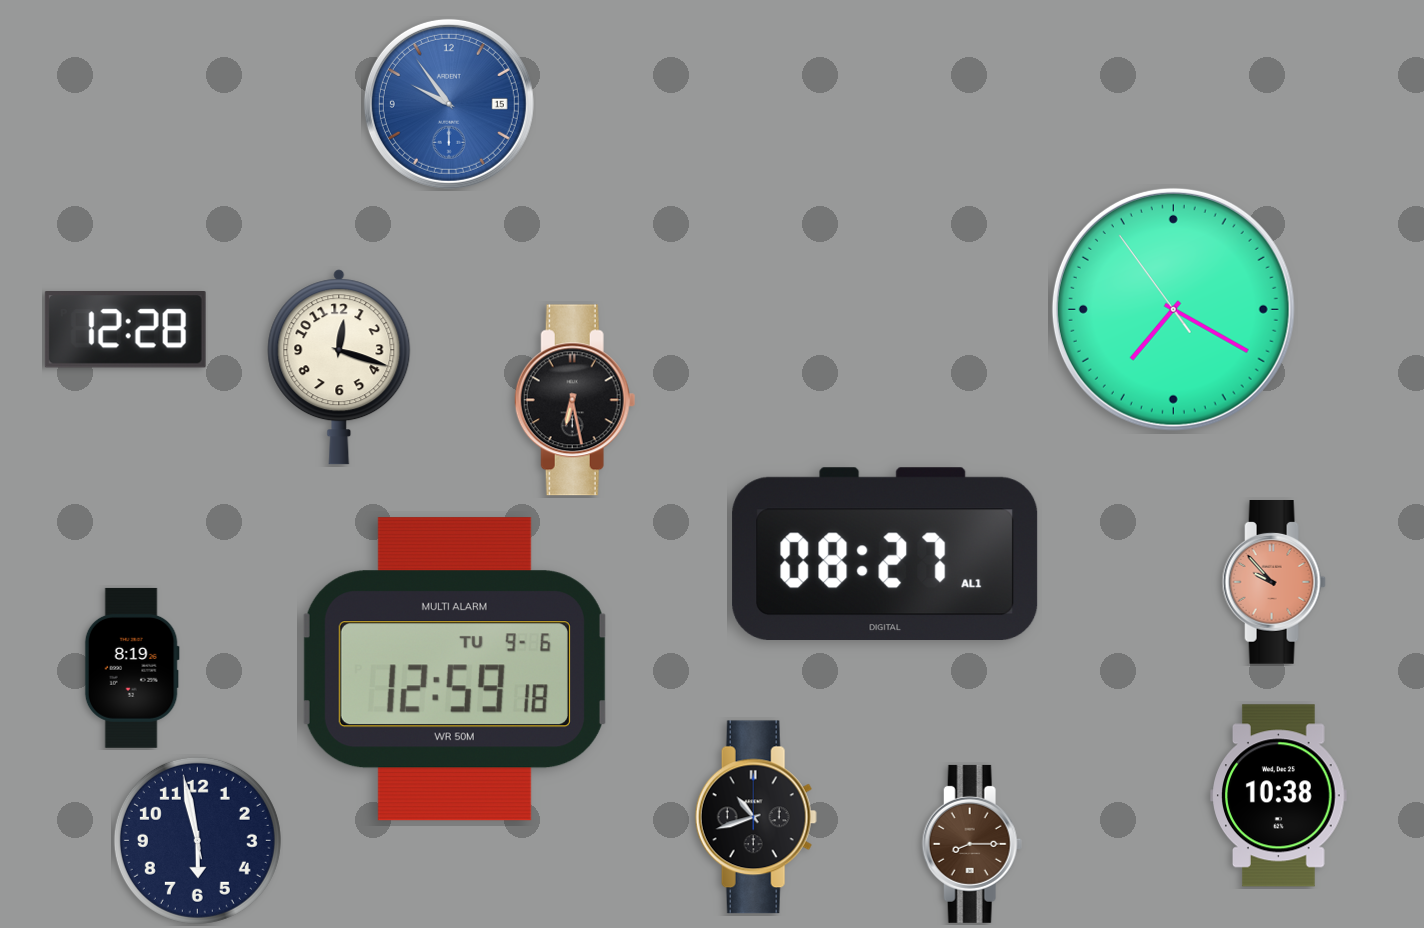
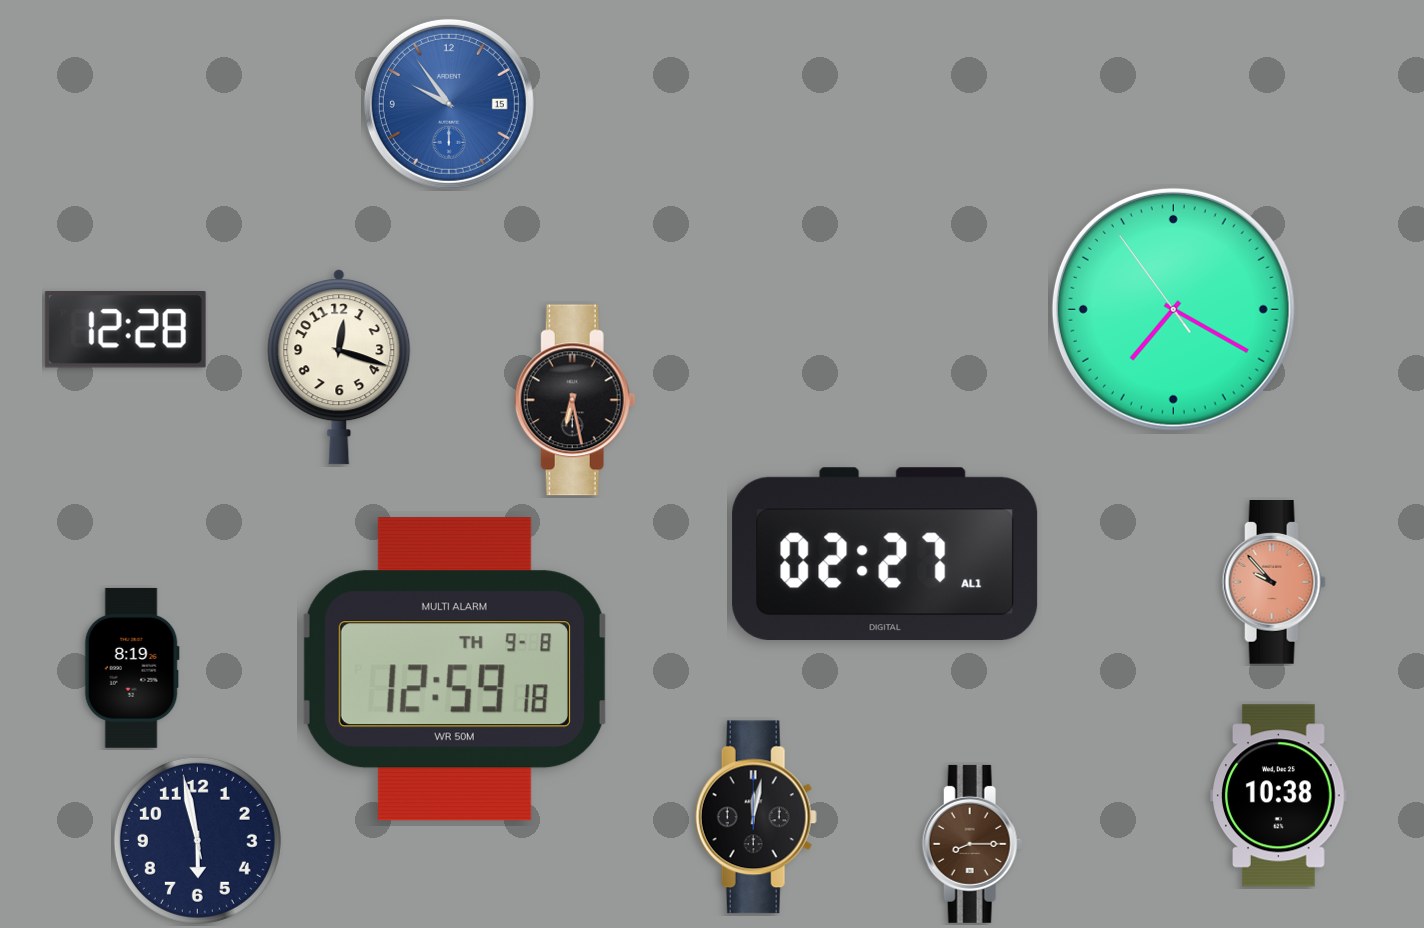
clock at (885, 553): 08:27 -> 02:27
clock at (455, 669) date: TU 9-6 -> TH 9-8
clock at (756, 817): 10:42 -> 12:02
